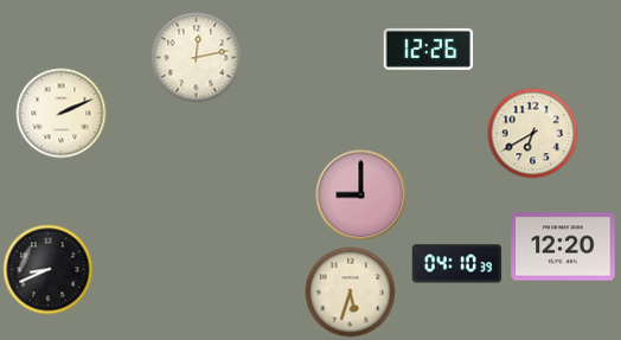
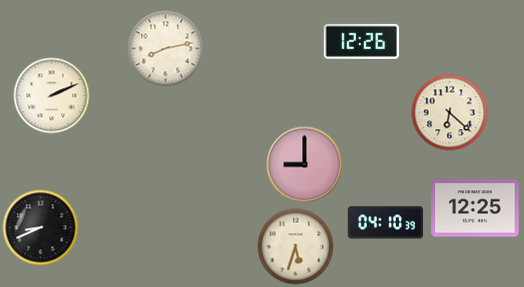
clock at (197, 58): 12:13 -> 8:13
clock at (533, 134): 6:40 -> 6:22
clock at (563, 246): 12:20 -> 12:25
